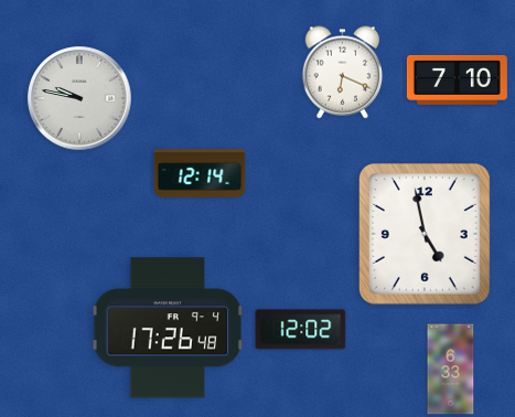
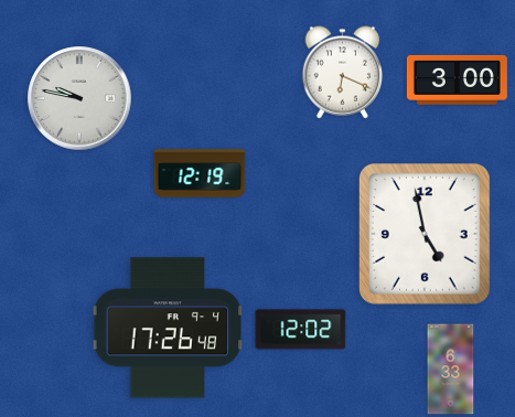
clock at (457, 79): 7:10 -> 3:00
clock at (200, 173): 12:14 -> 12:19
